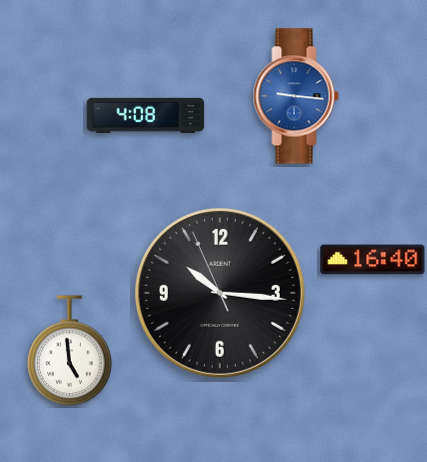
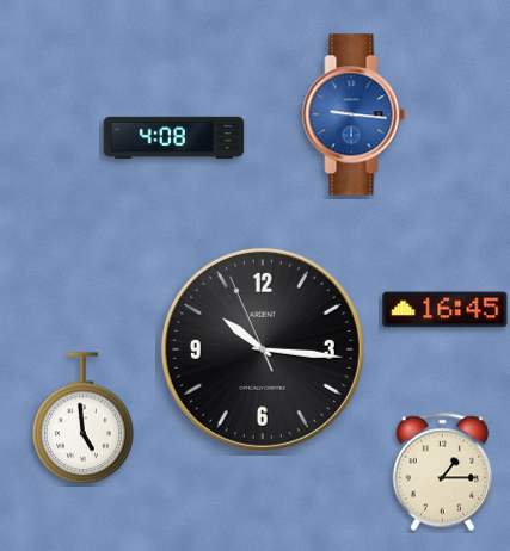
clock at (373, 260): 16:40 -> 16:45
clock at (443, 472): none -> 1:15
